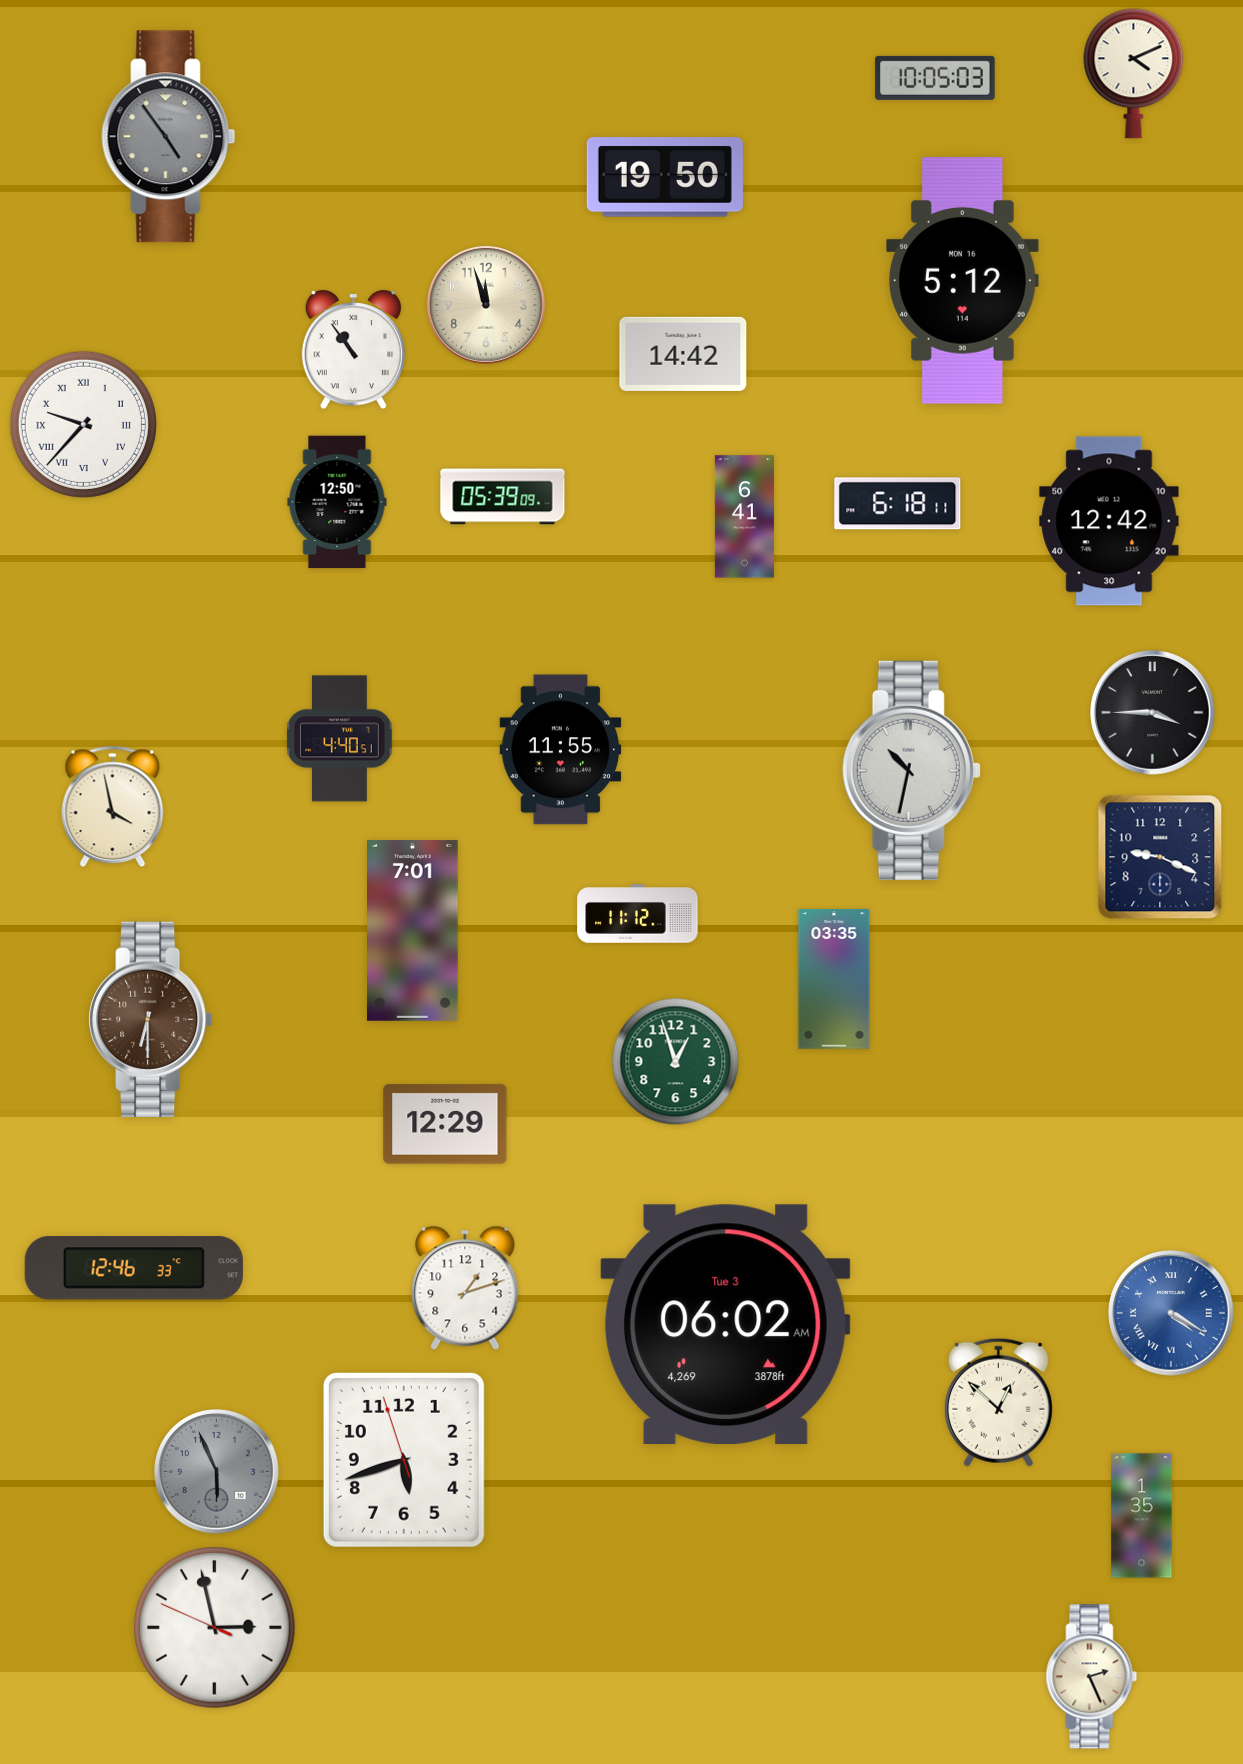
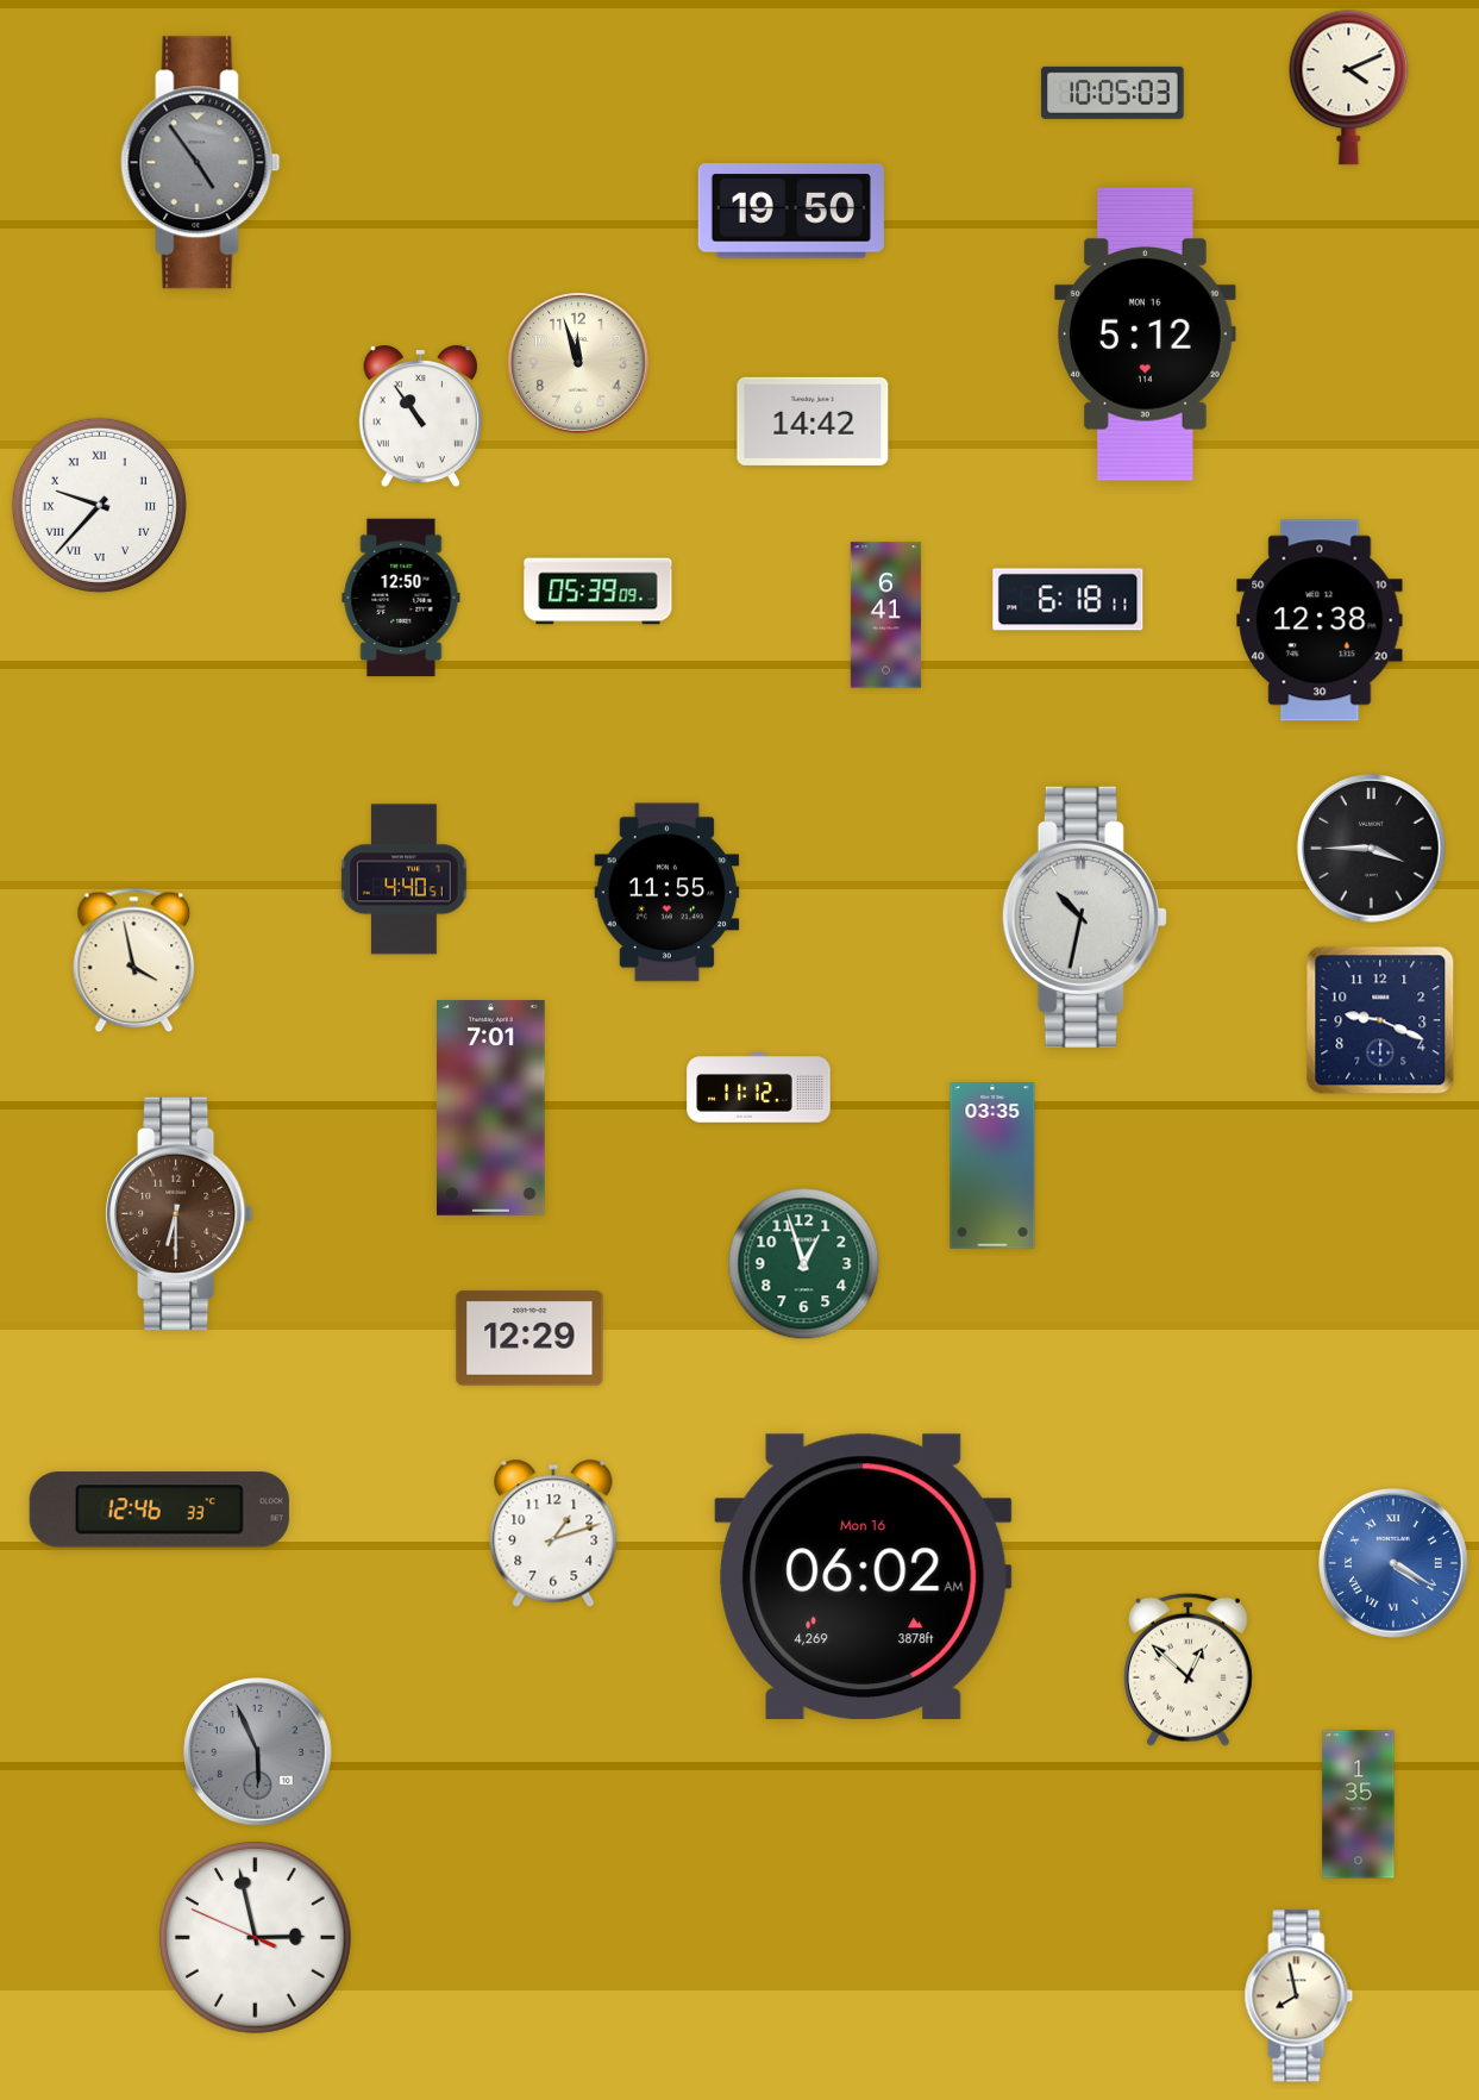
clock at (1109, 521): 12:42 -> 12:38
clock at (726, 1324) date: Tue 3 -> Mon 16
clock at (404, 1460): 5:41 -> none
clock at (1092, 1677): 2:26 -> 7:58
